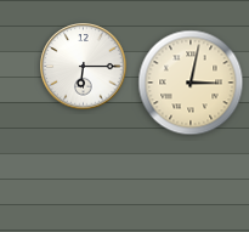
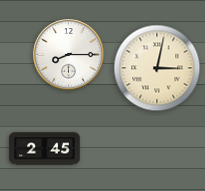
clock at (84, 67): 6:15 -> 8:15
clock at (45, 149): none -> 2:45
